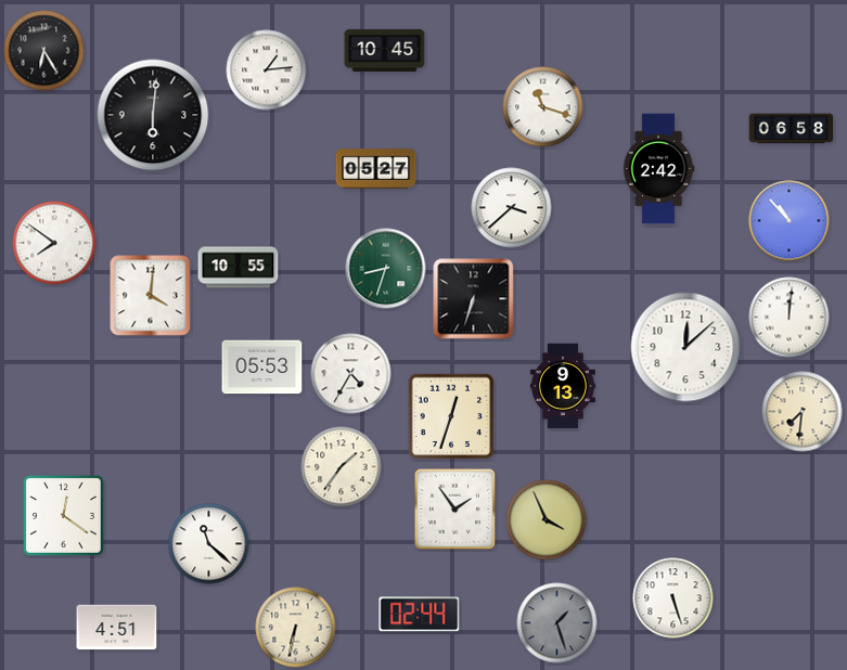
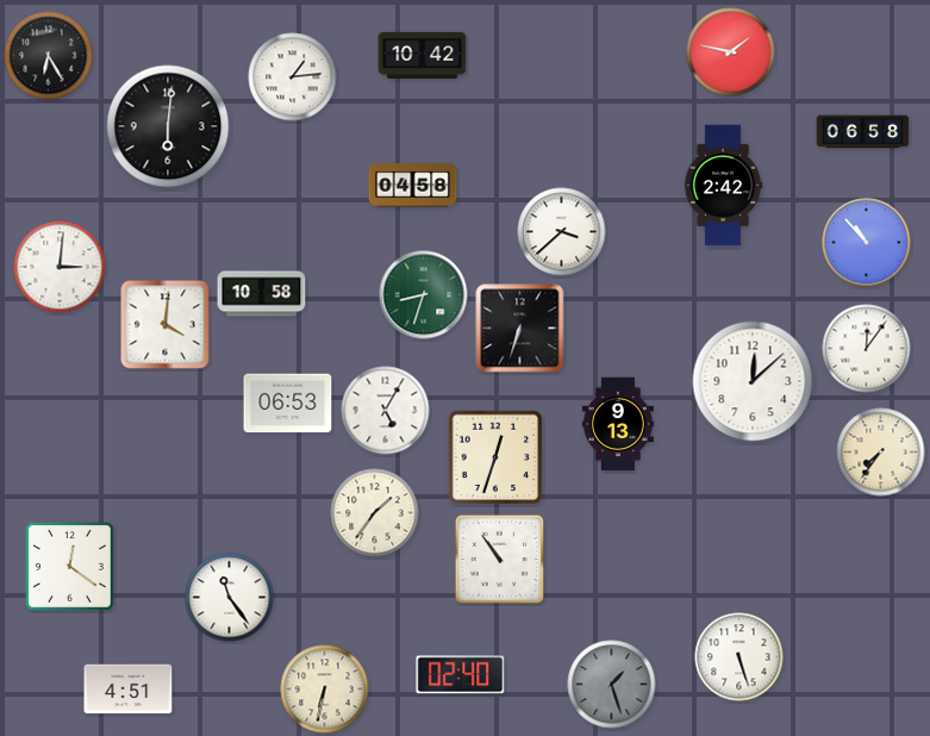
clock at (731, 52): none -> 1:47
clock at (385, 50): 10:45 -> 10:42
clock at (543, 107): 11:18 -> none
clock at (792, 129) position: (792, 129) -> (863, 132)
clock at (376, 169): 05:27 -> 04:58
clock at (512, 208) position: (512, 208) -> (562, 232)
clock at (54, 243): 7:51 -> 3:01
clock at (239, 268): 10:55 -> 10:58
clock at (790, 318): 12:01 -> 12:06
clock at (262, 368): 05:53 -> 06:53
clock at (351, 374): 4:35 -> 5:05
clock at (803, 412): 7:31 -> 7:36
clock at (455, 510): 1:54 -> 10:54
clock at (547, 520): 3:56 -> none
clock at (209, 544): 11:22 -> 11:24
clock at (420, 615): 02:44 -> 02:40
